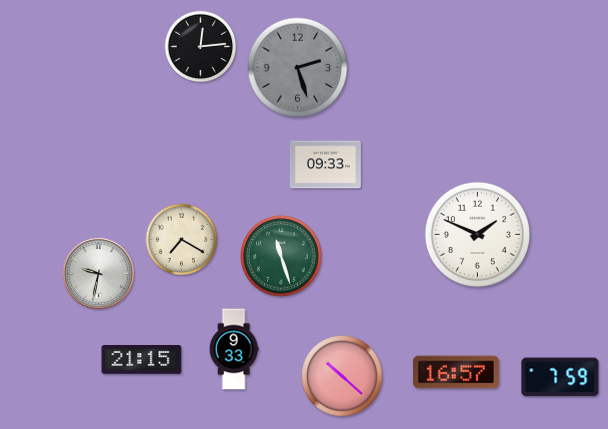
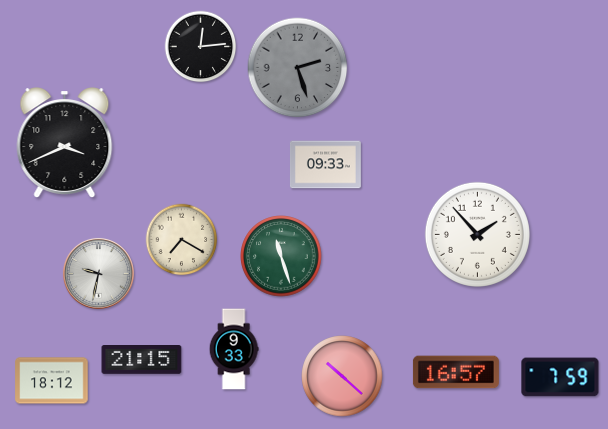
clock at (65, 143): none -> 3:41
clock at (477, 234): 1:49 -> 1:53
clock at (52, 381): none -> 18:12
